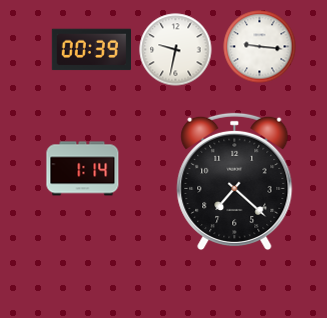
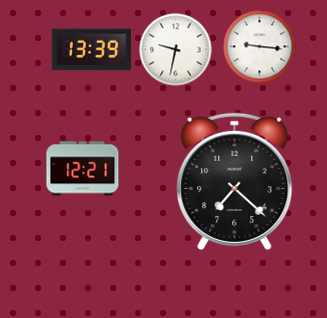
clock at (91, 50): 00:39 -> 13:39
clock at (83, 169): 1:14 -> 12:21
